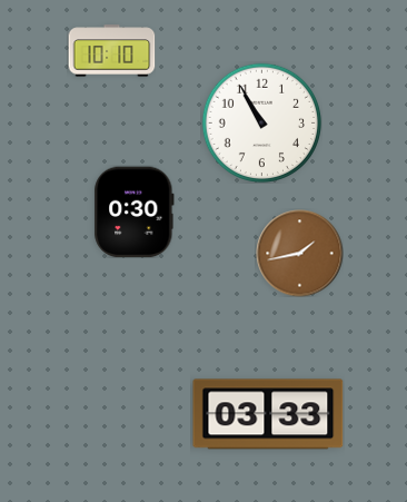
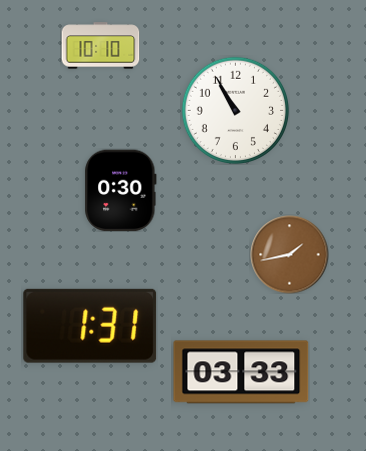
clock at (299, 253) position: (299, 253) -> (289, 254)
clock at (90, 326): none -> 1:31
